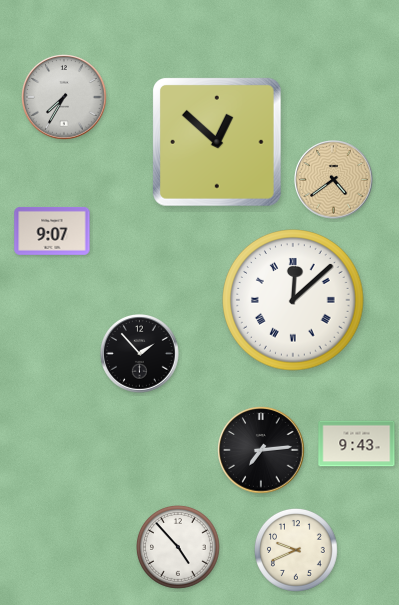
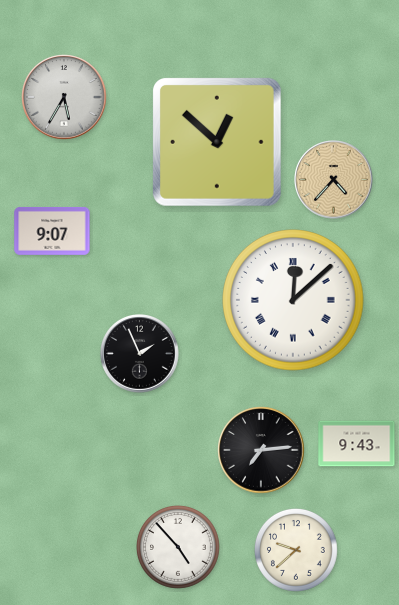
clock at (64, 97): 7:35 -> 5:35
clock at (334, 180): 4:39 -> 4:37
clock at (140, 354): 1:53 -> 1:56
clock at (297, 551): 9:41 -> 9:38
